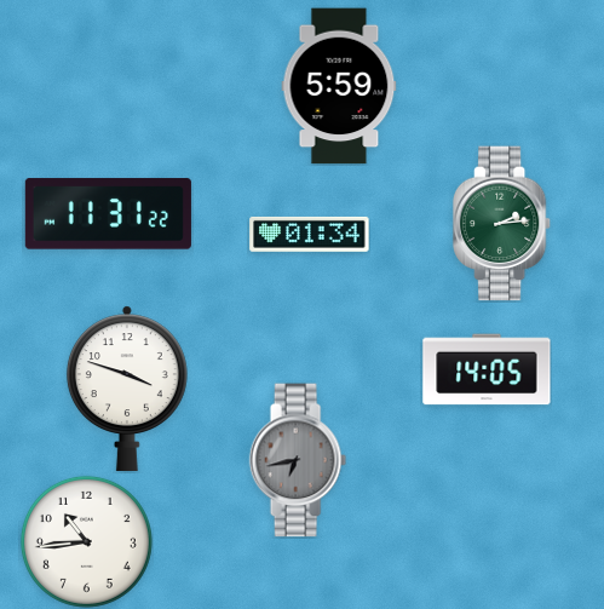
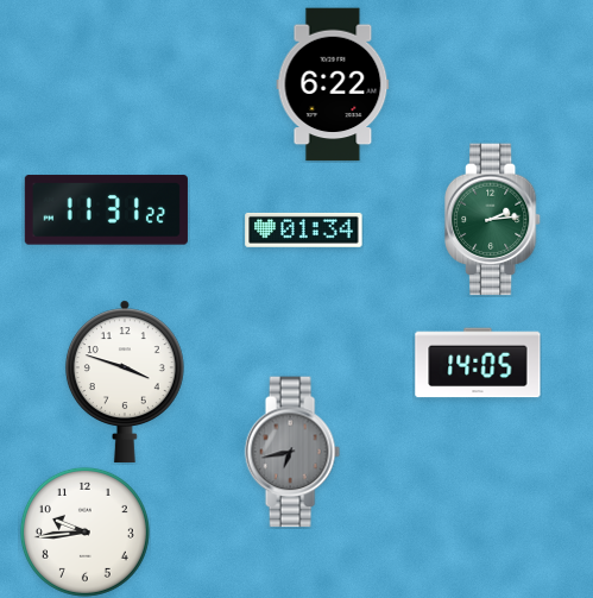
clock at (339, 86): 5:59 -> 6:22
clock at (86, 541): 10:44 -> 9:44
